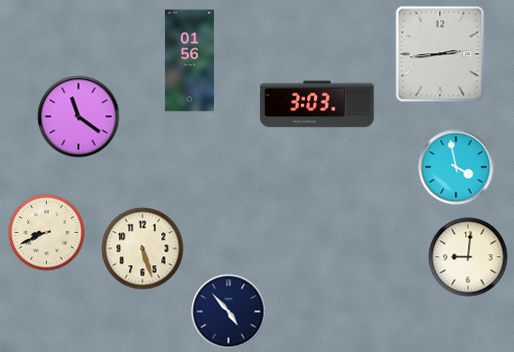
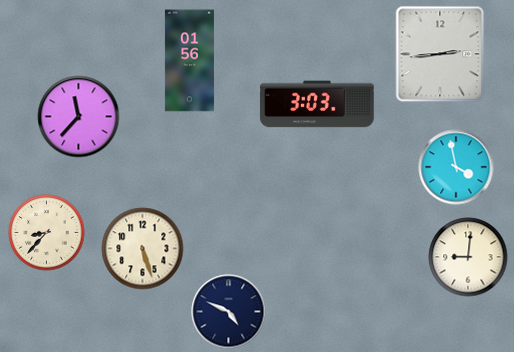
clock at (79, 117): 11:21 -> 11:37
clock at (47, 233): 8:41 -> 8:37
clock at (229, 312): 4:53 -> 4:49
